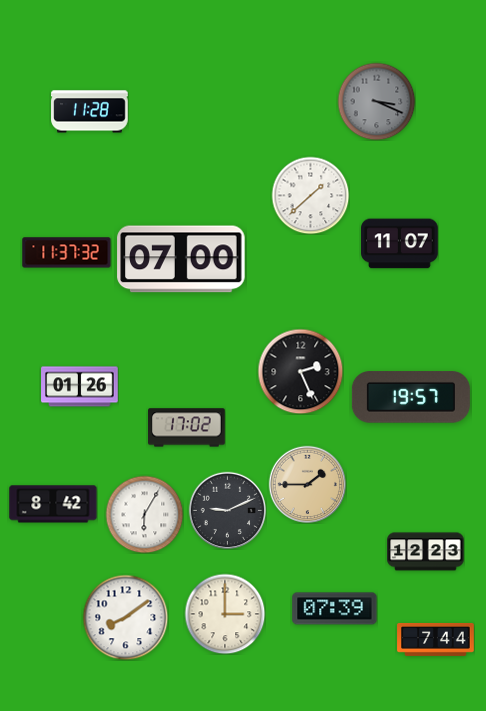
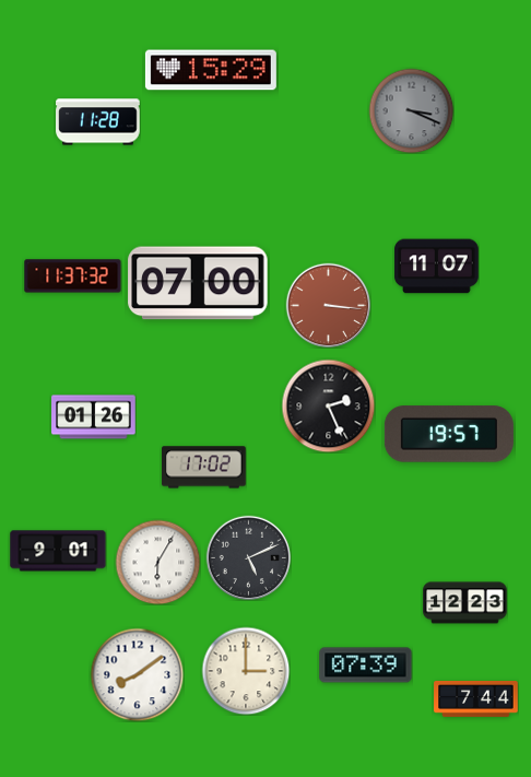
clock at (211, 70): none -> 15:29
clock at (310, 195): 1:38 -> none
clock at (328, 305): none -> 3:16
clock at (80, 387) position: (80, 387) -> (94, 417)
clock at (307, 484): 1:45 -> none
clock at (53, 504): 8:42 -> 9:01
clock at (227, 510): 9:11 -> 5:11
